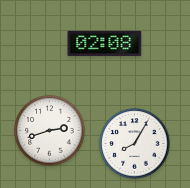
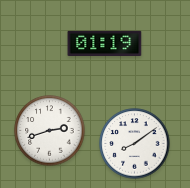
clock at (105, 44): 02:08 -> 01:19
clock at (135, 144): 8:05 -> 8:09
